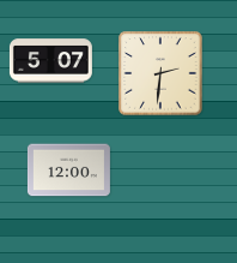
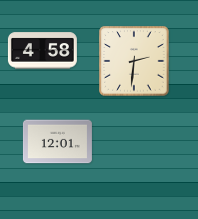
clock at (50, 61): 5:07 -> 4:58
clock at (68, 171): 12:00 -> 12:01
